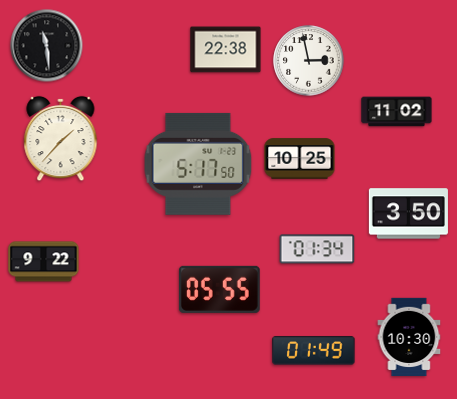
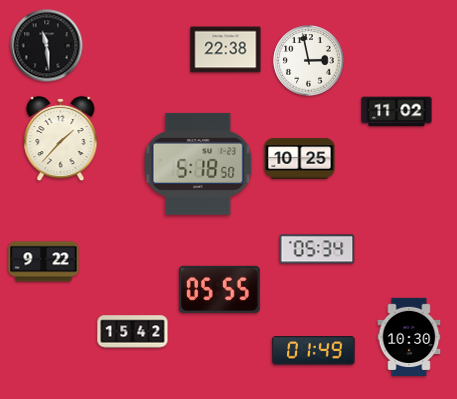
clock at (198, 164): 5:17 -> 5:18
clock at (408, 214): 3:50 -> none
clock at (317, 249): 01:34 -> 05:34
clock at (133, 332): none -> 15:42
